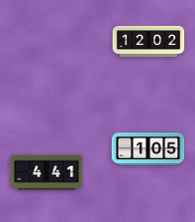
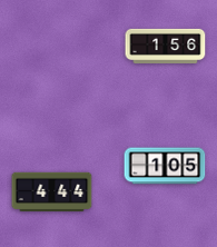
clock at (149, 41): 12:02 -> 1:56
clock at (47, 173): 4:41 -> 4:44
